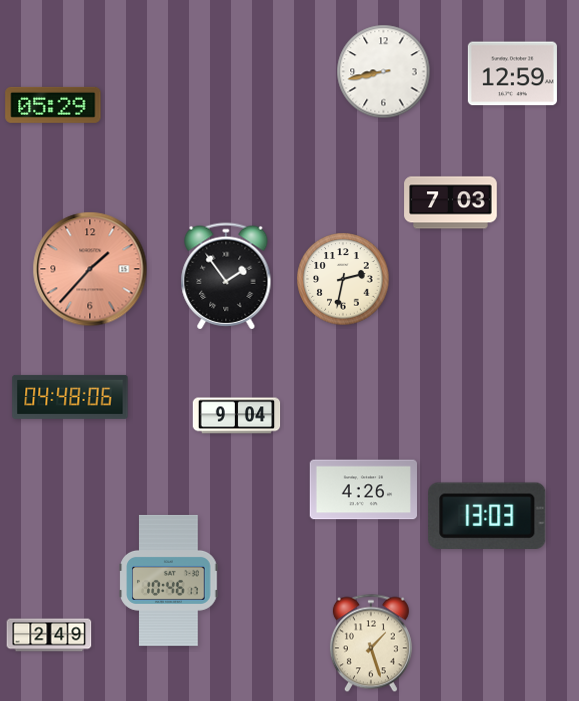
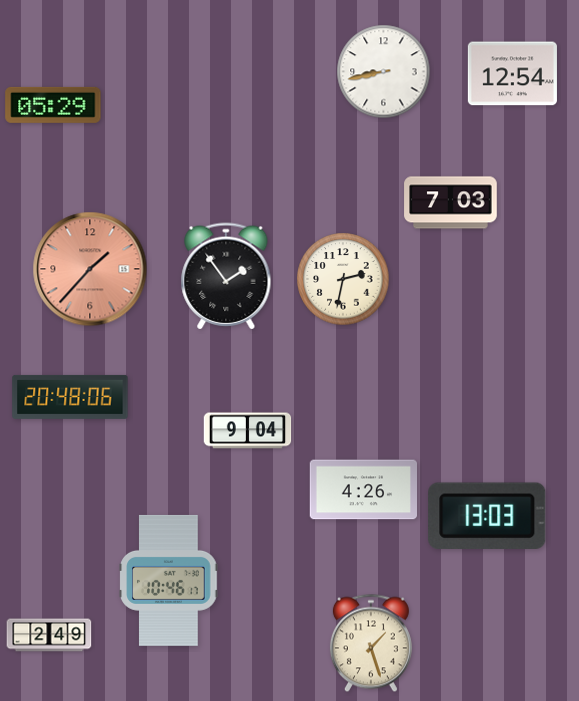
clock at (512, 74): 12:59 -> 12:54
clock at (70, 397): 04:48 -> 20:48
clock at (237, 416) position: (237, 416) -> (248, 431)
